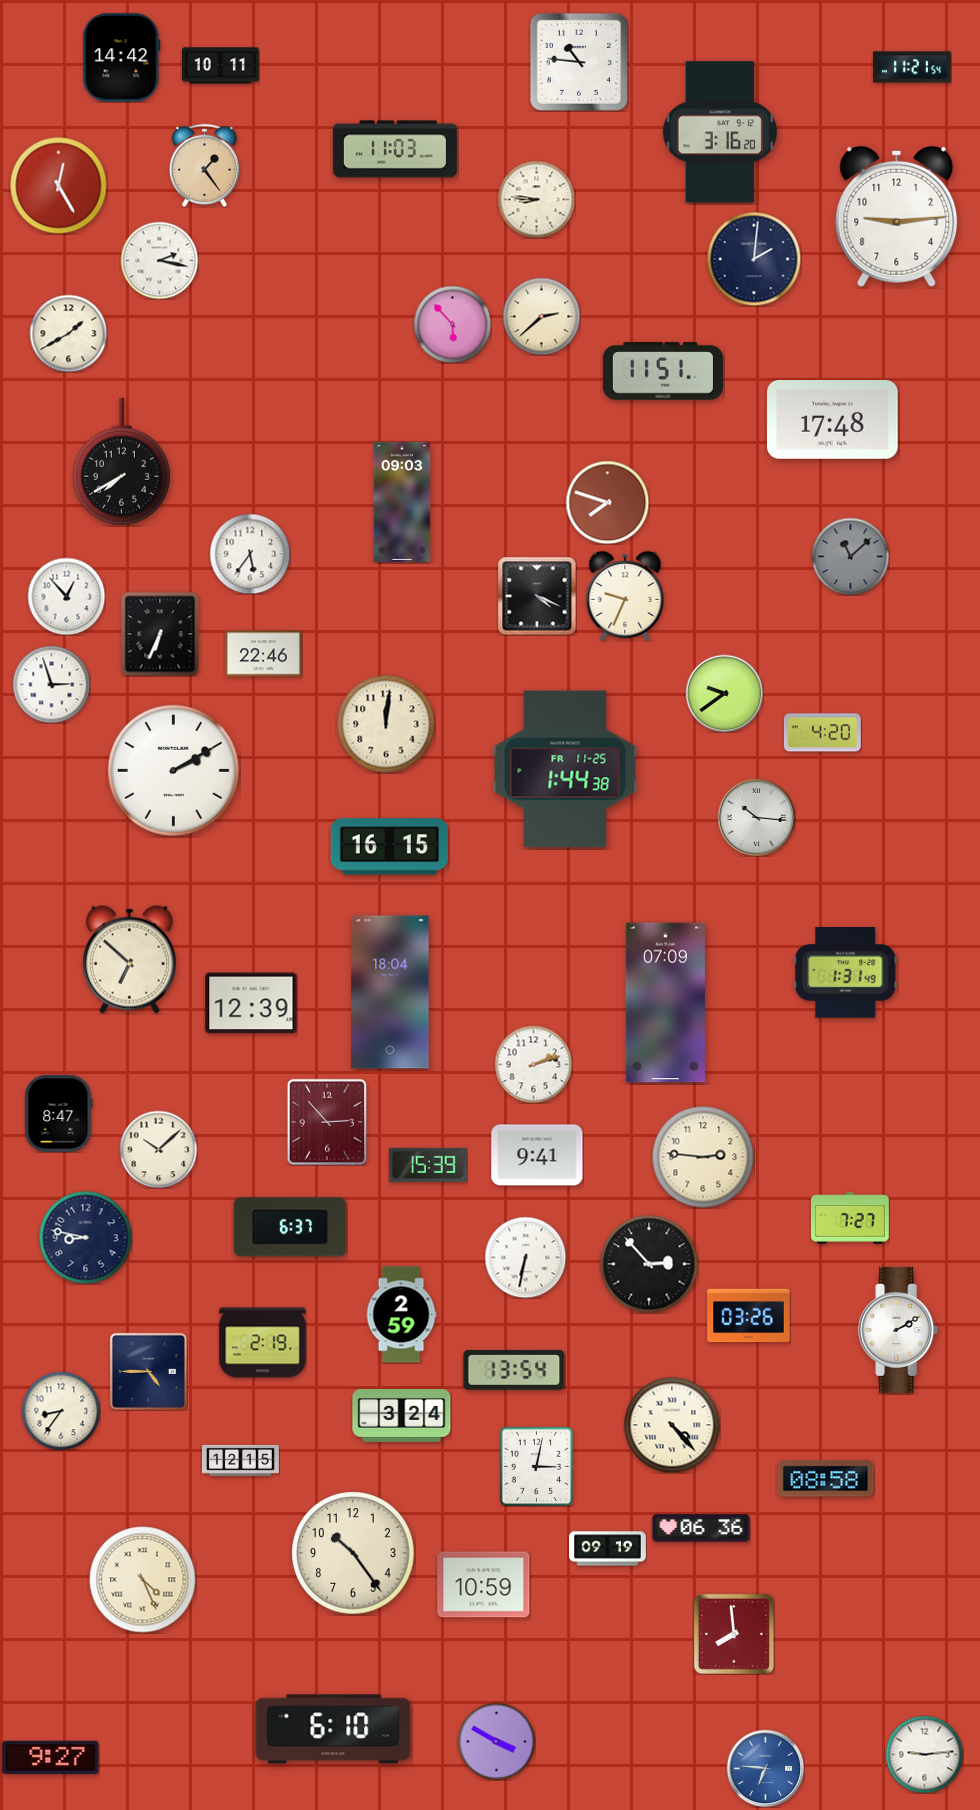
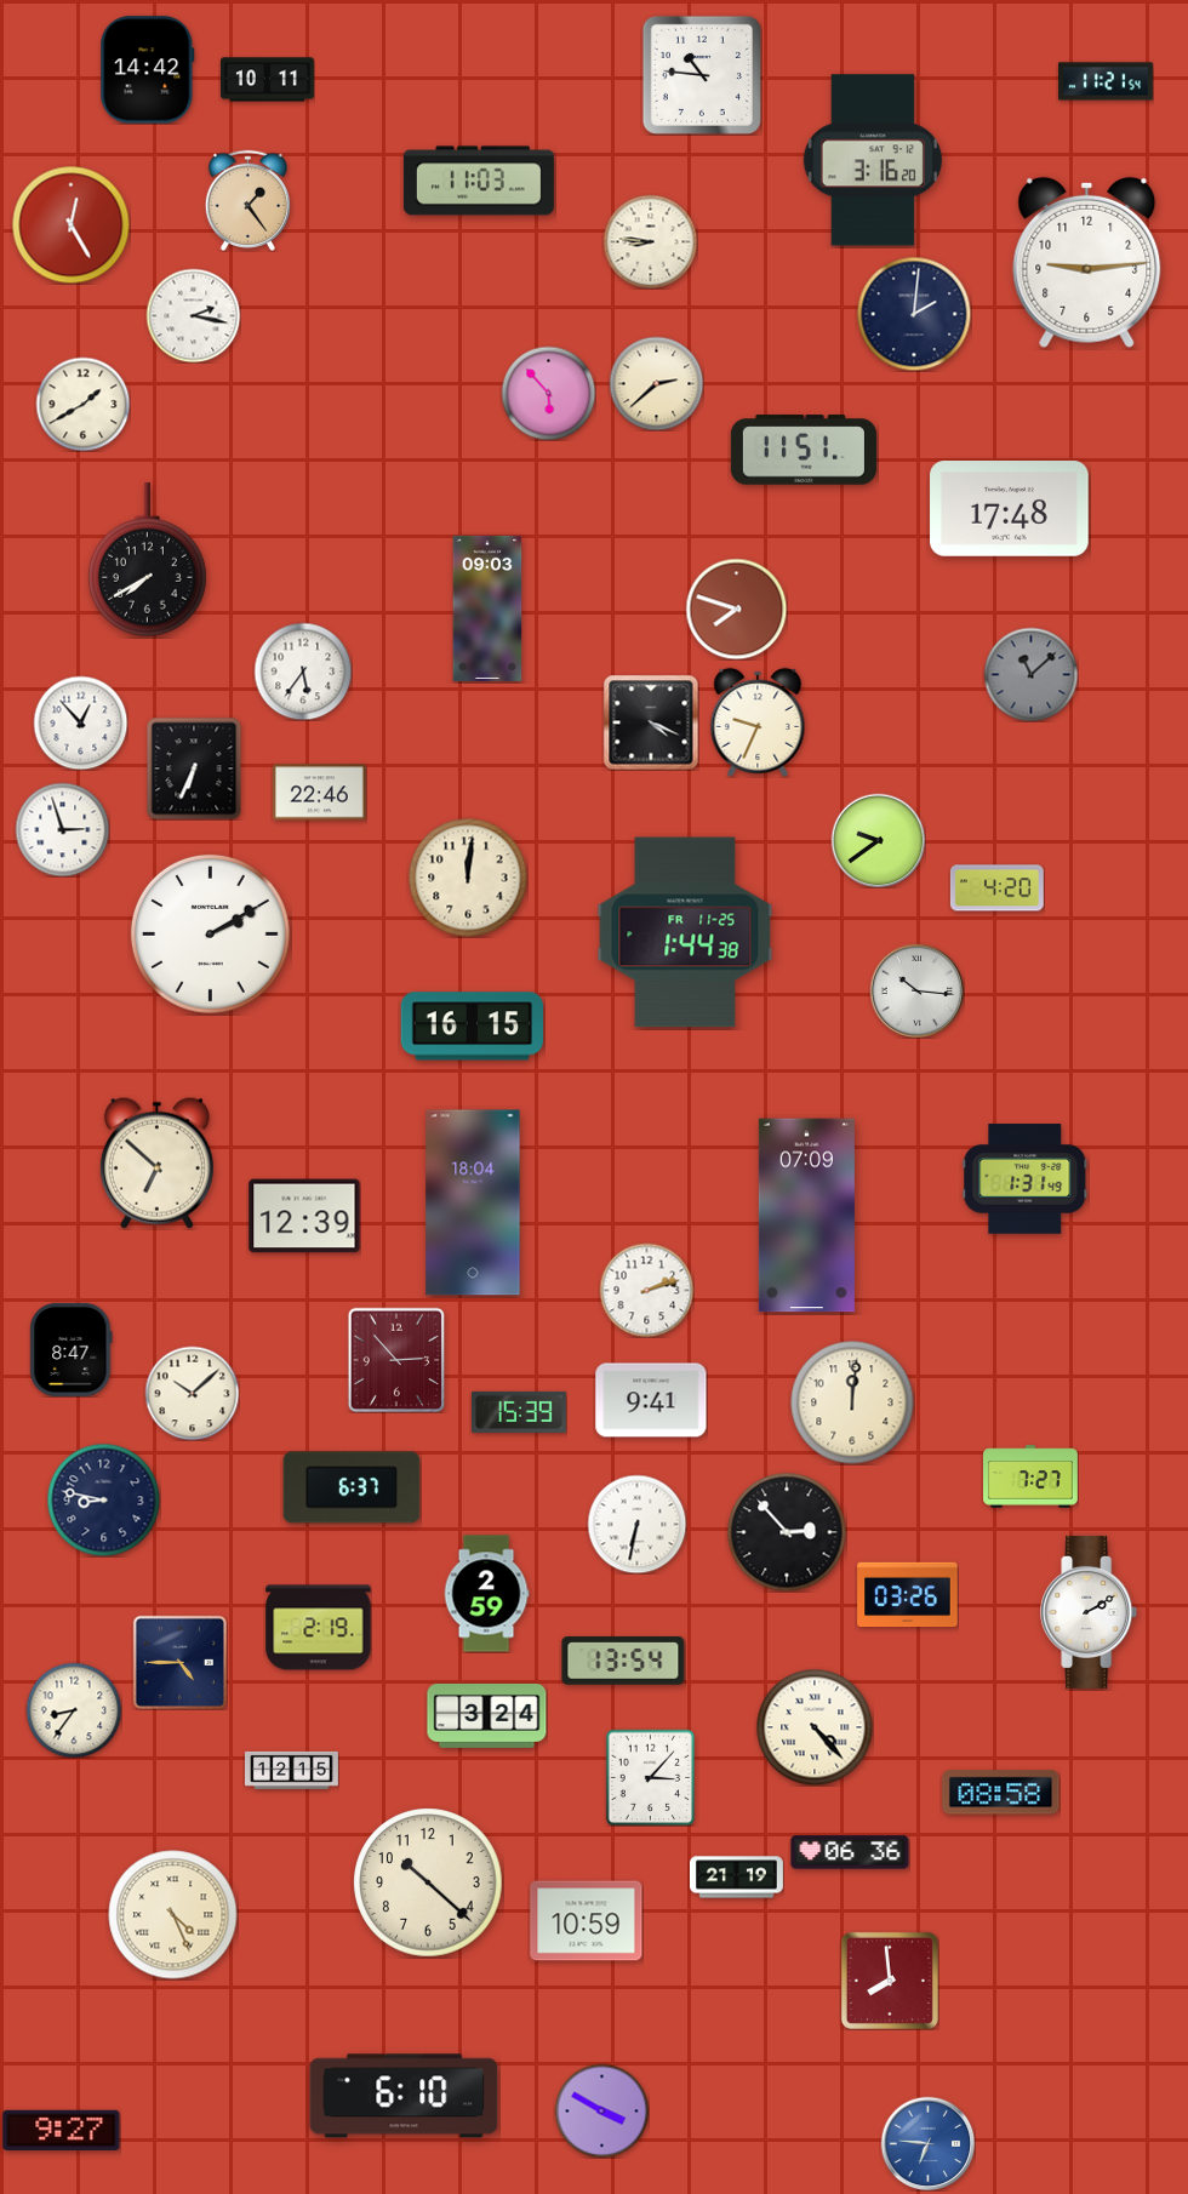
clock at (703, 1157): 2:46 -> 12:01
clock at (537, 1466): 3:02 -> 3:07
clock at (608, 1549): 09:19 -> 21:19
clock at (353, 1553): 10:24 -> 10:22
clock at (924, 1754): 9:14 -> none
